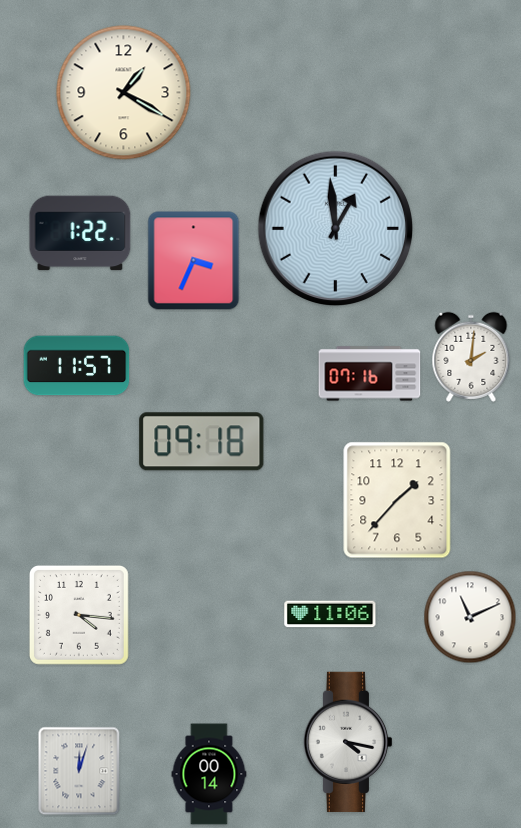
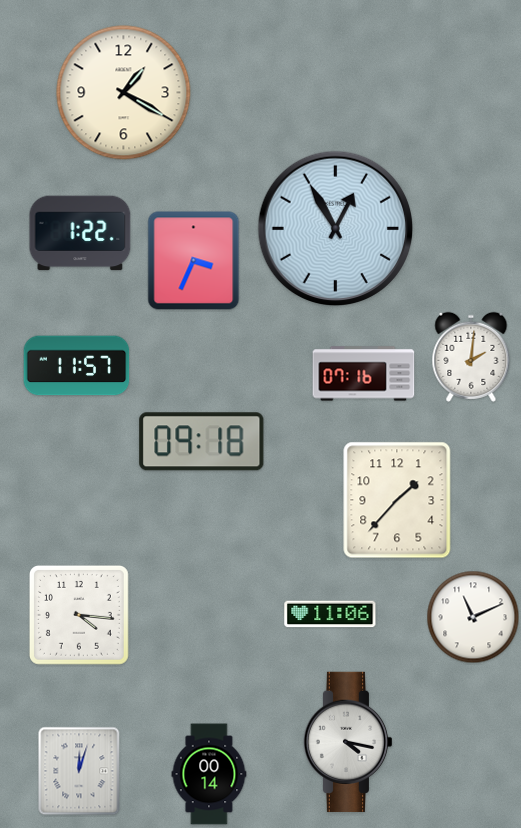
clock at (336, 229): 12:59 -> 12:55
clock at (370, 374) position: (370, 374) -> (364, 374)
clock at (470, 617) position: (470, 617) -> (473, 617)
